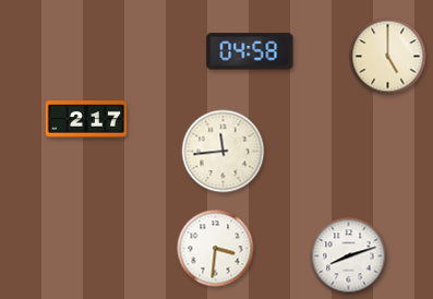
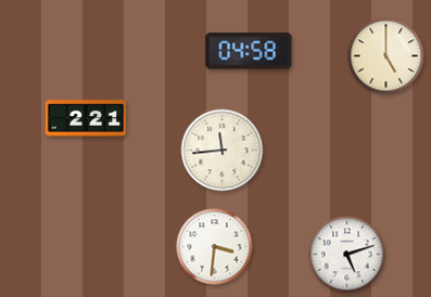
clock at (85, 119): 2:17 -> 2:21
clock at (349, 256): 8:12 -> 5:12
